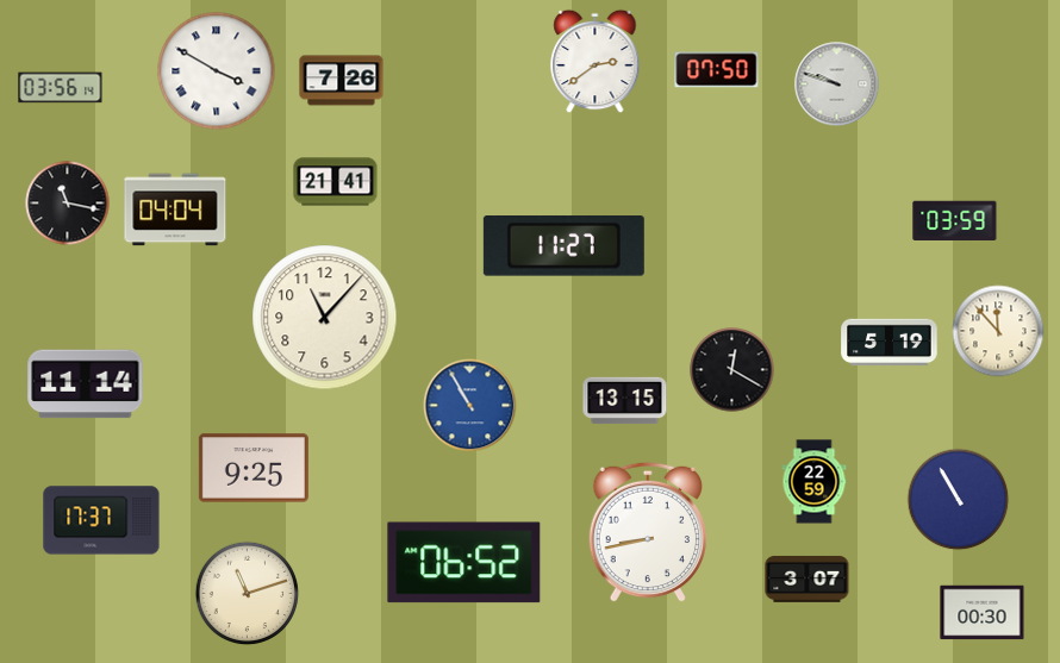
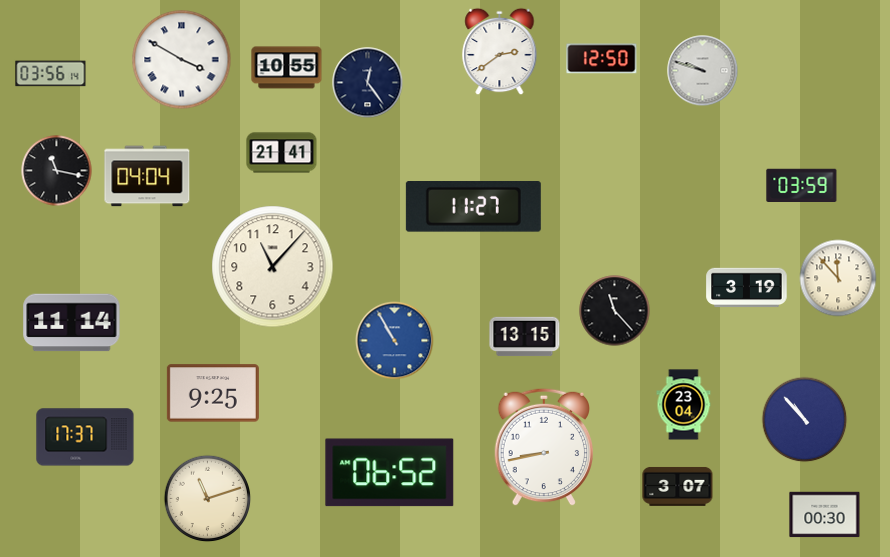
clock at (717, 70): 07:50 -> 12:50
clock at (342, 81): 7:26 -> 10:55
clock at (368, 83): none -> 12:24
clock at (890, 343): 5:19 -> 3:19
clock at (732, 370): 12:20 -> 11:23
clock at (815, 482): 22:59 -> 23:04
clock at (959, 500): 10:55 -> 10:53
